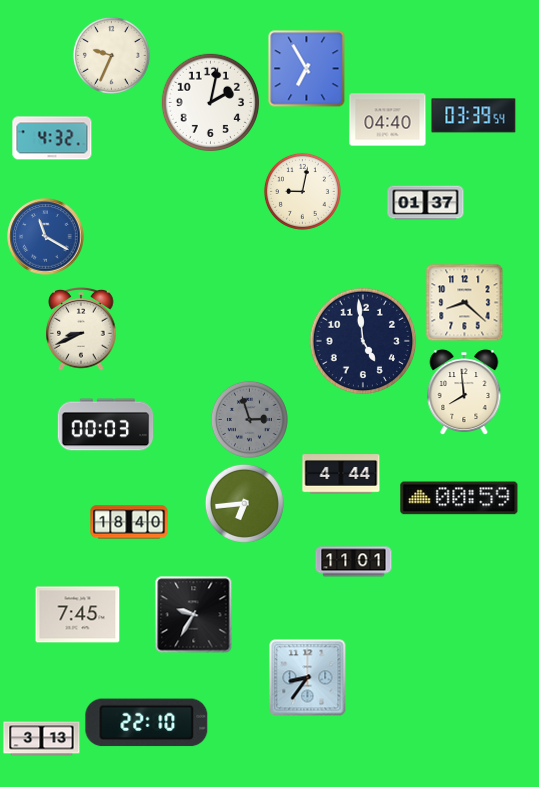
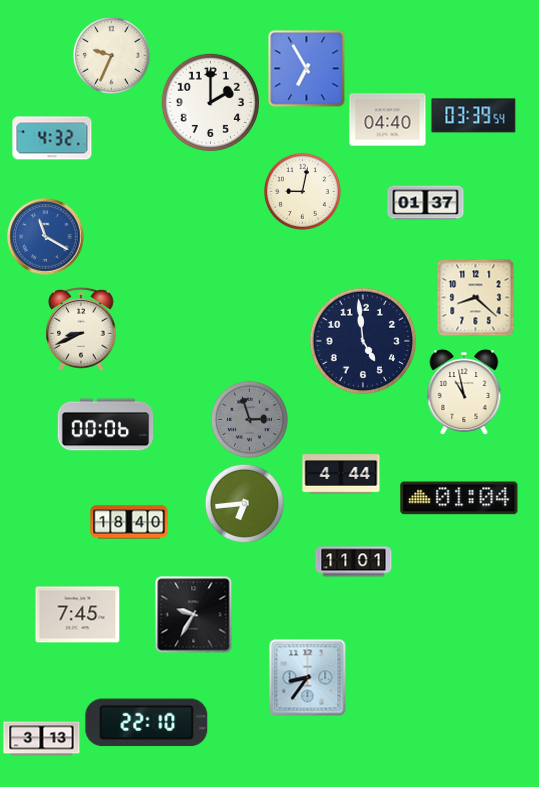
clock at (210, 102): 2:02 -> 2:00
clock at (464, 302) position: (464, 302) -> (475, 297)
clock at (464, 392): 7:59 -> 10:58
clock at (106, 425): 00:03 -> 00:06
clock at (459, 498): 00:59 -> 01:04
